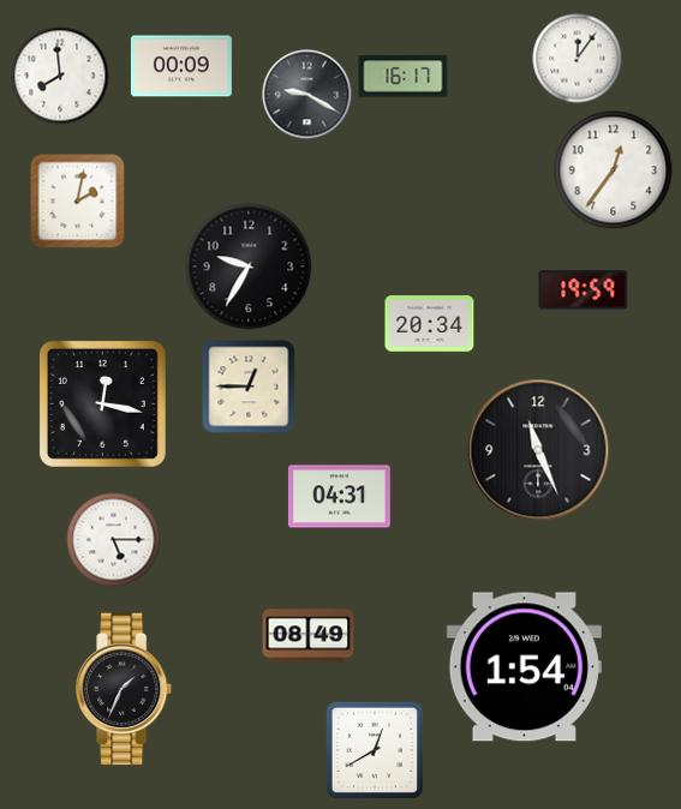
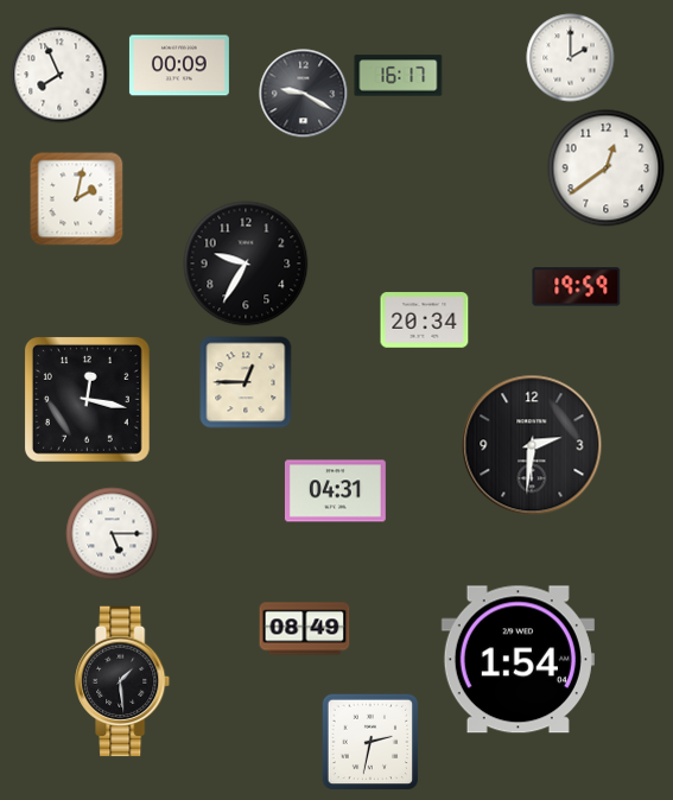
clock at (578, 59): 12:06 -> 2:00
clock at (60, 76): 7:59 -> 7:56
clock at (614, 170): 12:36 -> 12:39
clock at (102, 403) position: (102, 403) -> (87, 399)
clock at (538, 450): 11:26 -> 2:31
clock at (125, 689): 1:34 -> 1:29
clock at (375, 750): 12:40 -> 2:32
